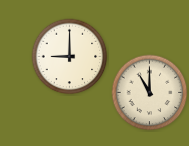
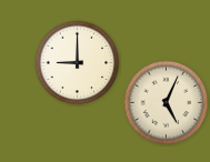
clock at (150, 93): 11:00 -> 5:04
